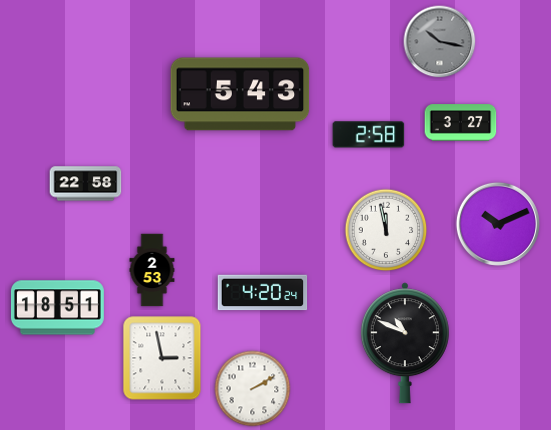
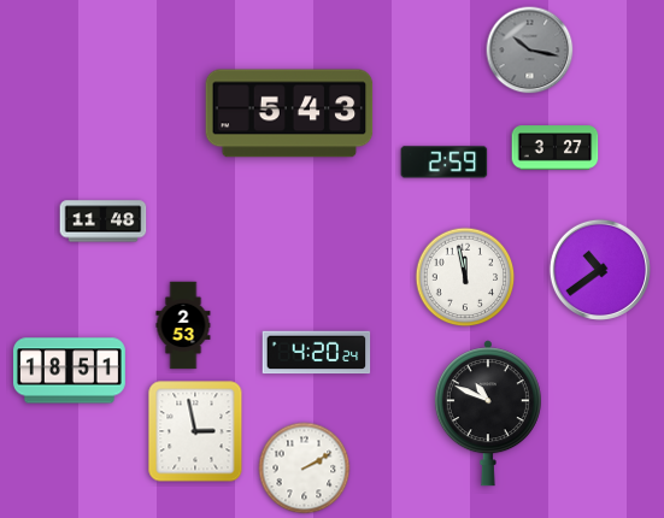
clock at (369, 135): 2:58 -> 2:59
clock at (86, 184): 22:58 -> 11:48
clock at (498, 224): 10:11 -> 10:39
